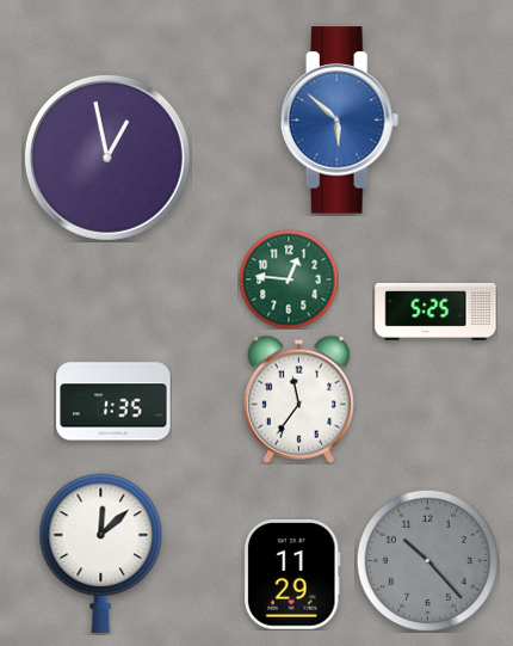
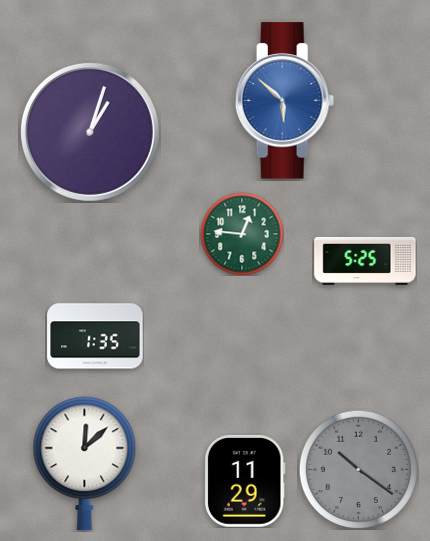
clock at (107, 158): 12:58 -> 1:03
clock at (298, 399): 11:36 -> none
clock at (427, 560): 10:23 -> 10:21
